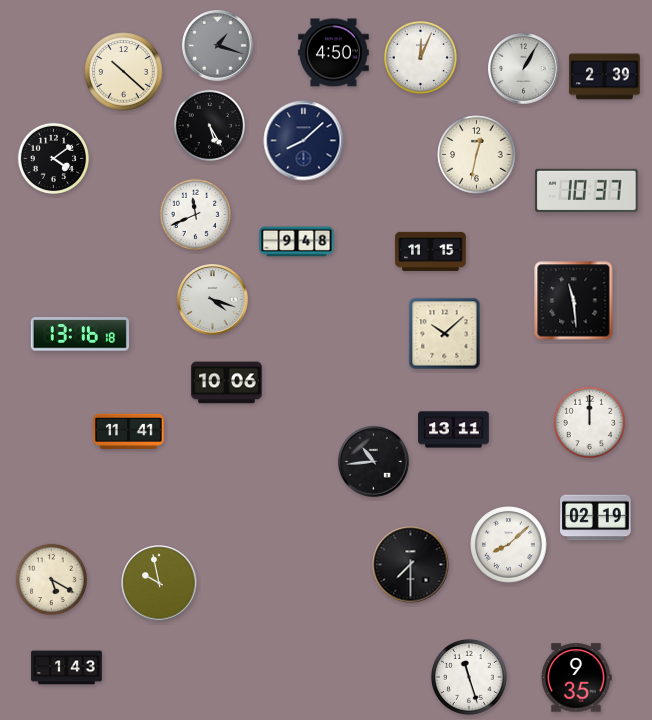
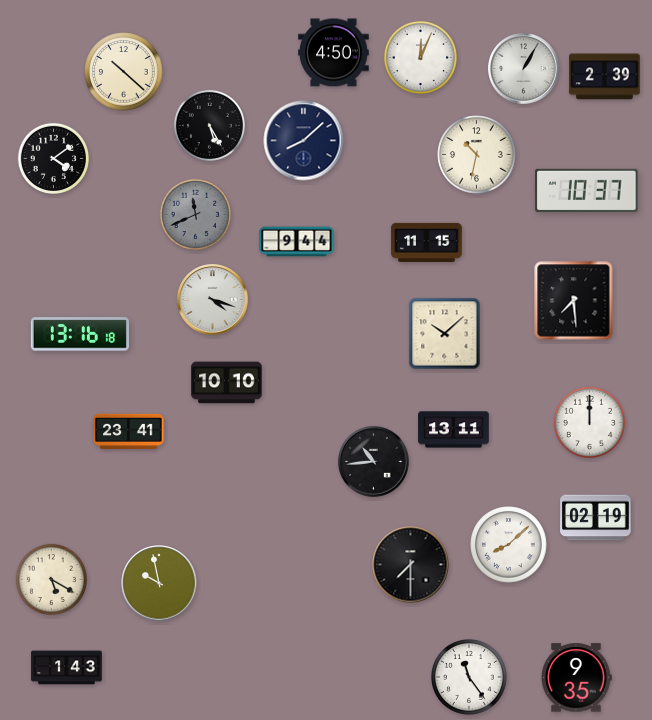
clock at (218, 46): 1:18 -> none
clock at (477, 155): 12:32 -> 10:32
clock at (195, 214) dial: white -> grey
clock at (297, 242): 9:48 -> 9:44
clock at (431, 251) position: (431, 251) -> (427, 242)
clock at (574, 301): 11:29 -> 7:29
clock at (227, 383): 10:06 -> 10:10
clock at (129, 431): 11:41 -> 23:41
clock at (470, 678): 11:27 -> 11:24
